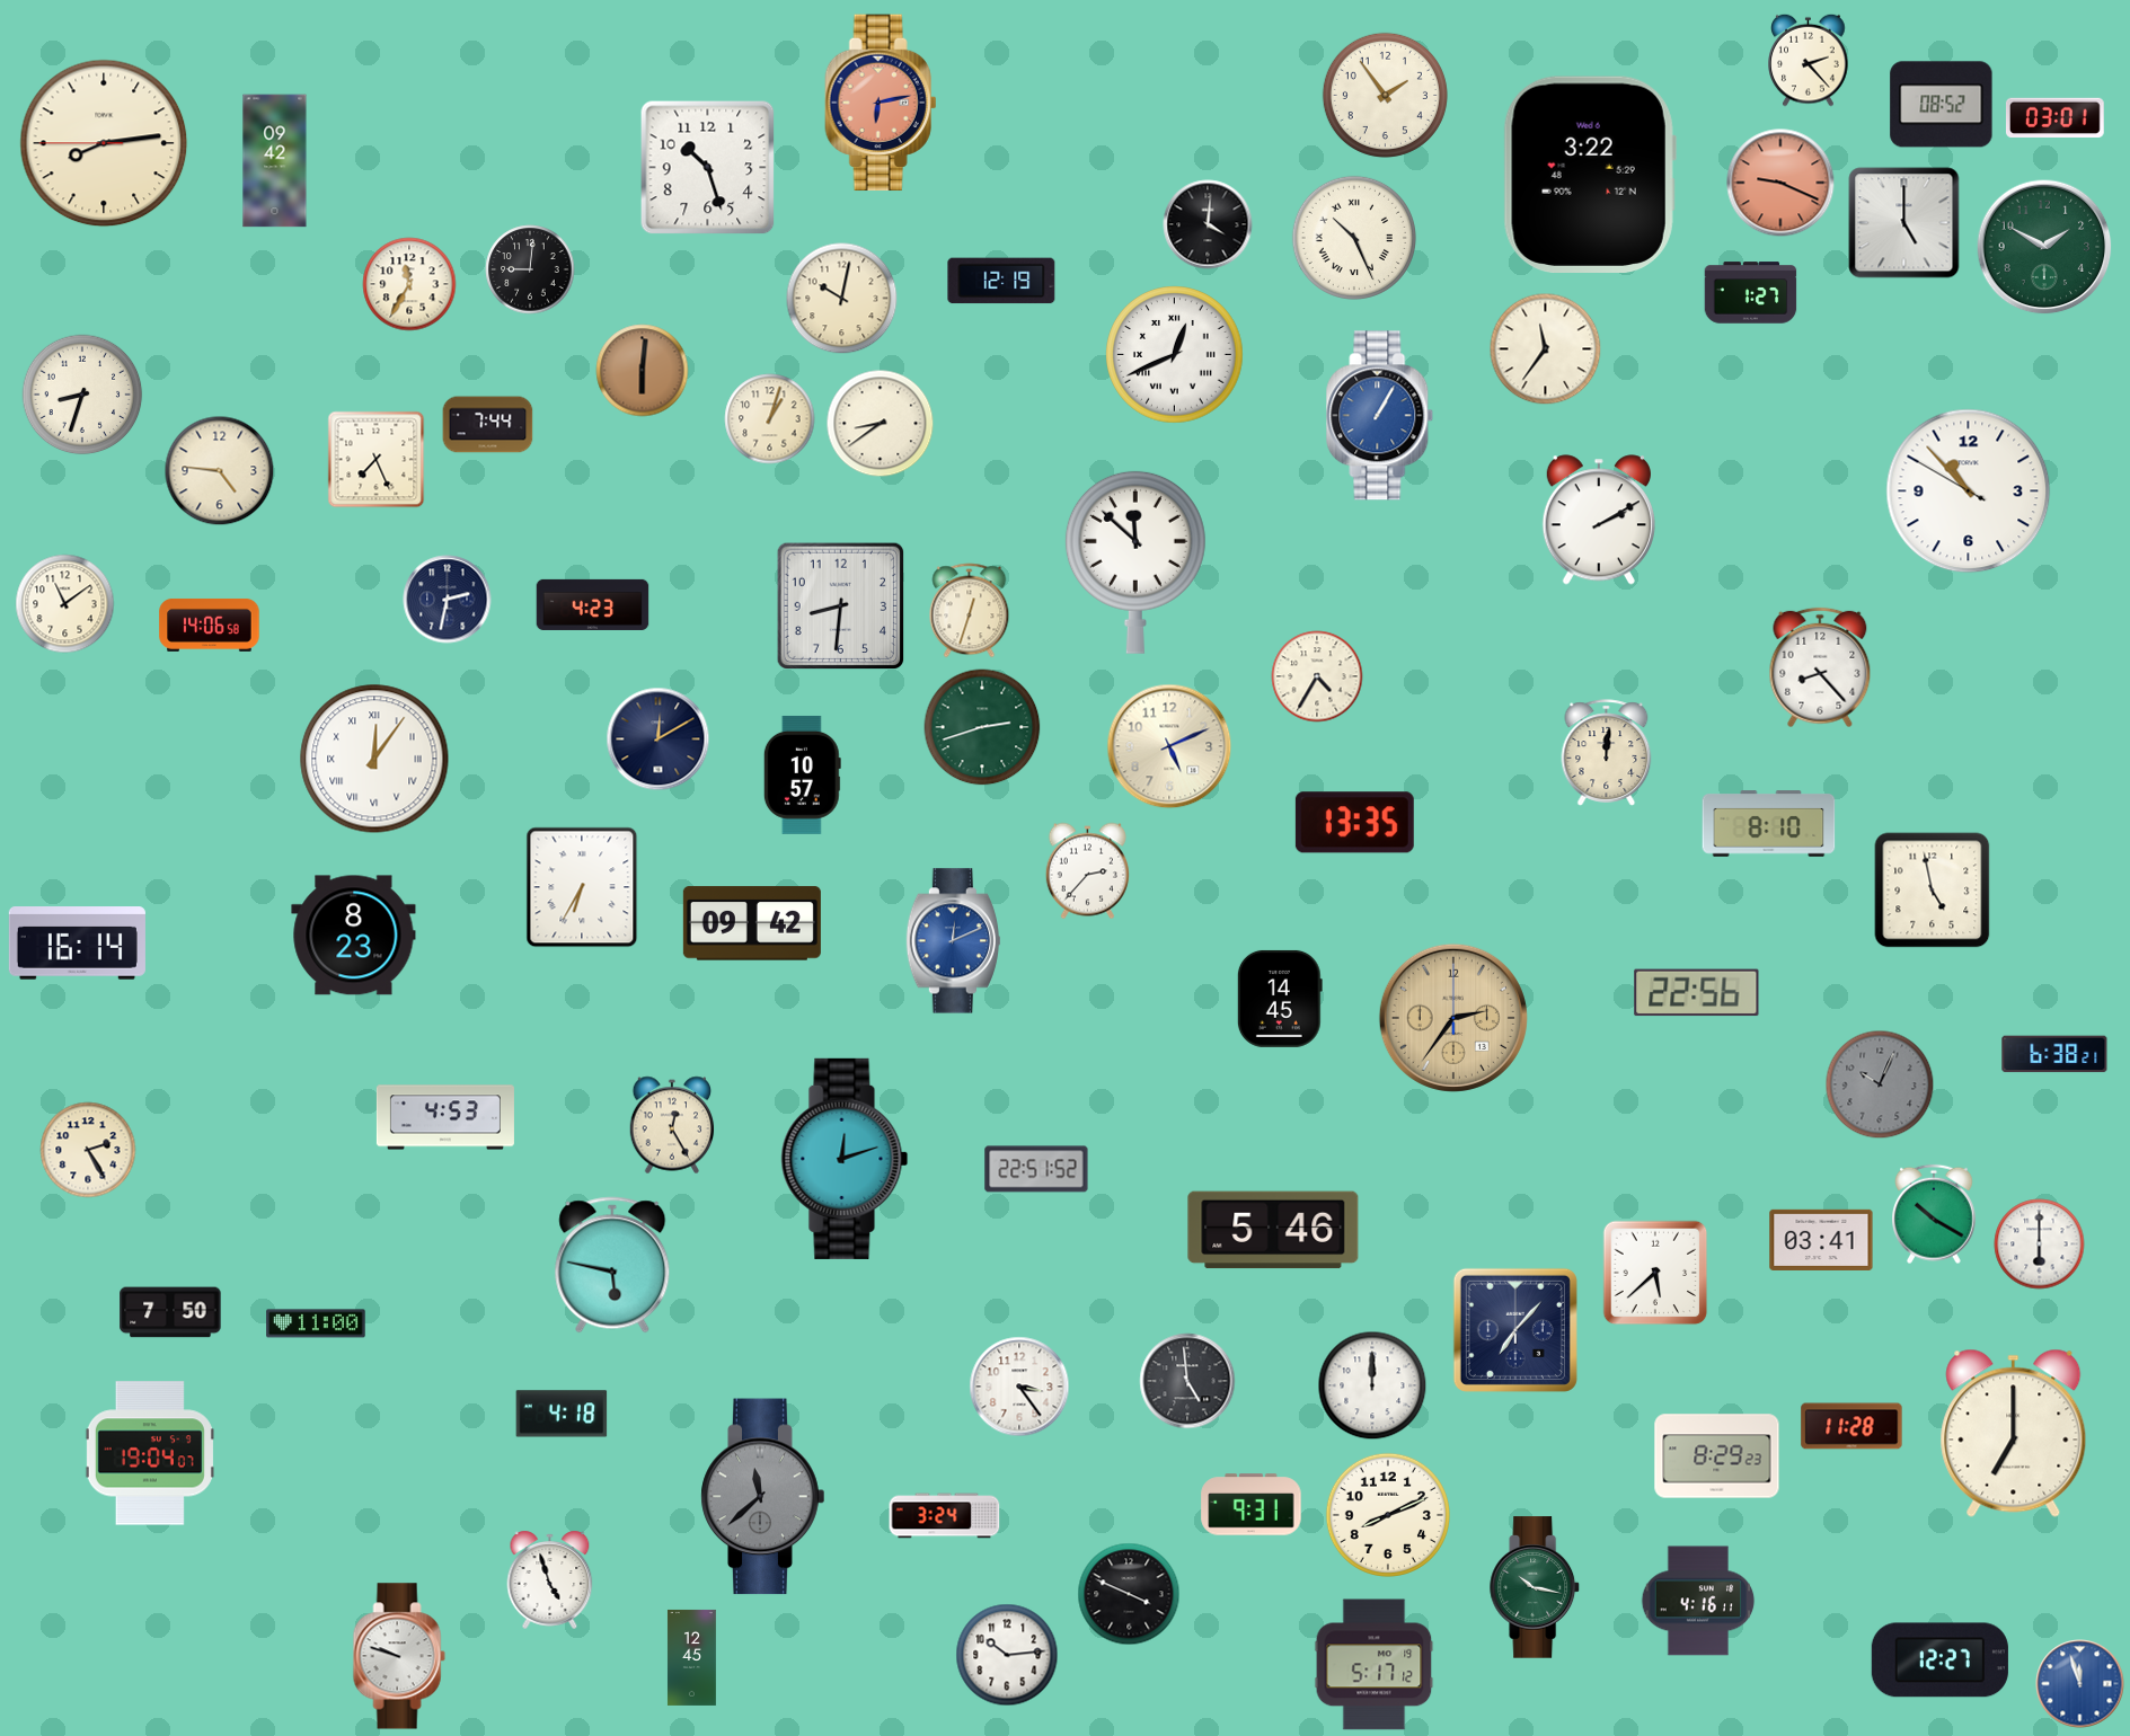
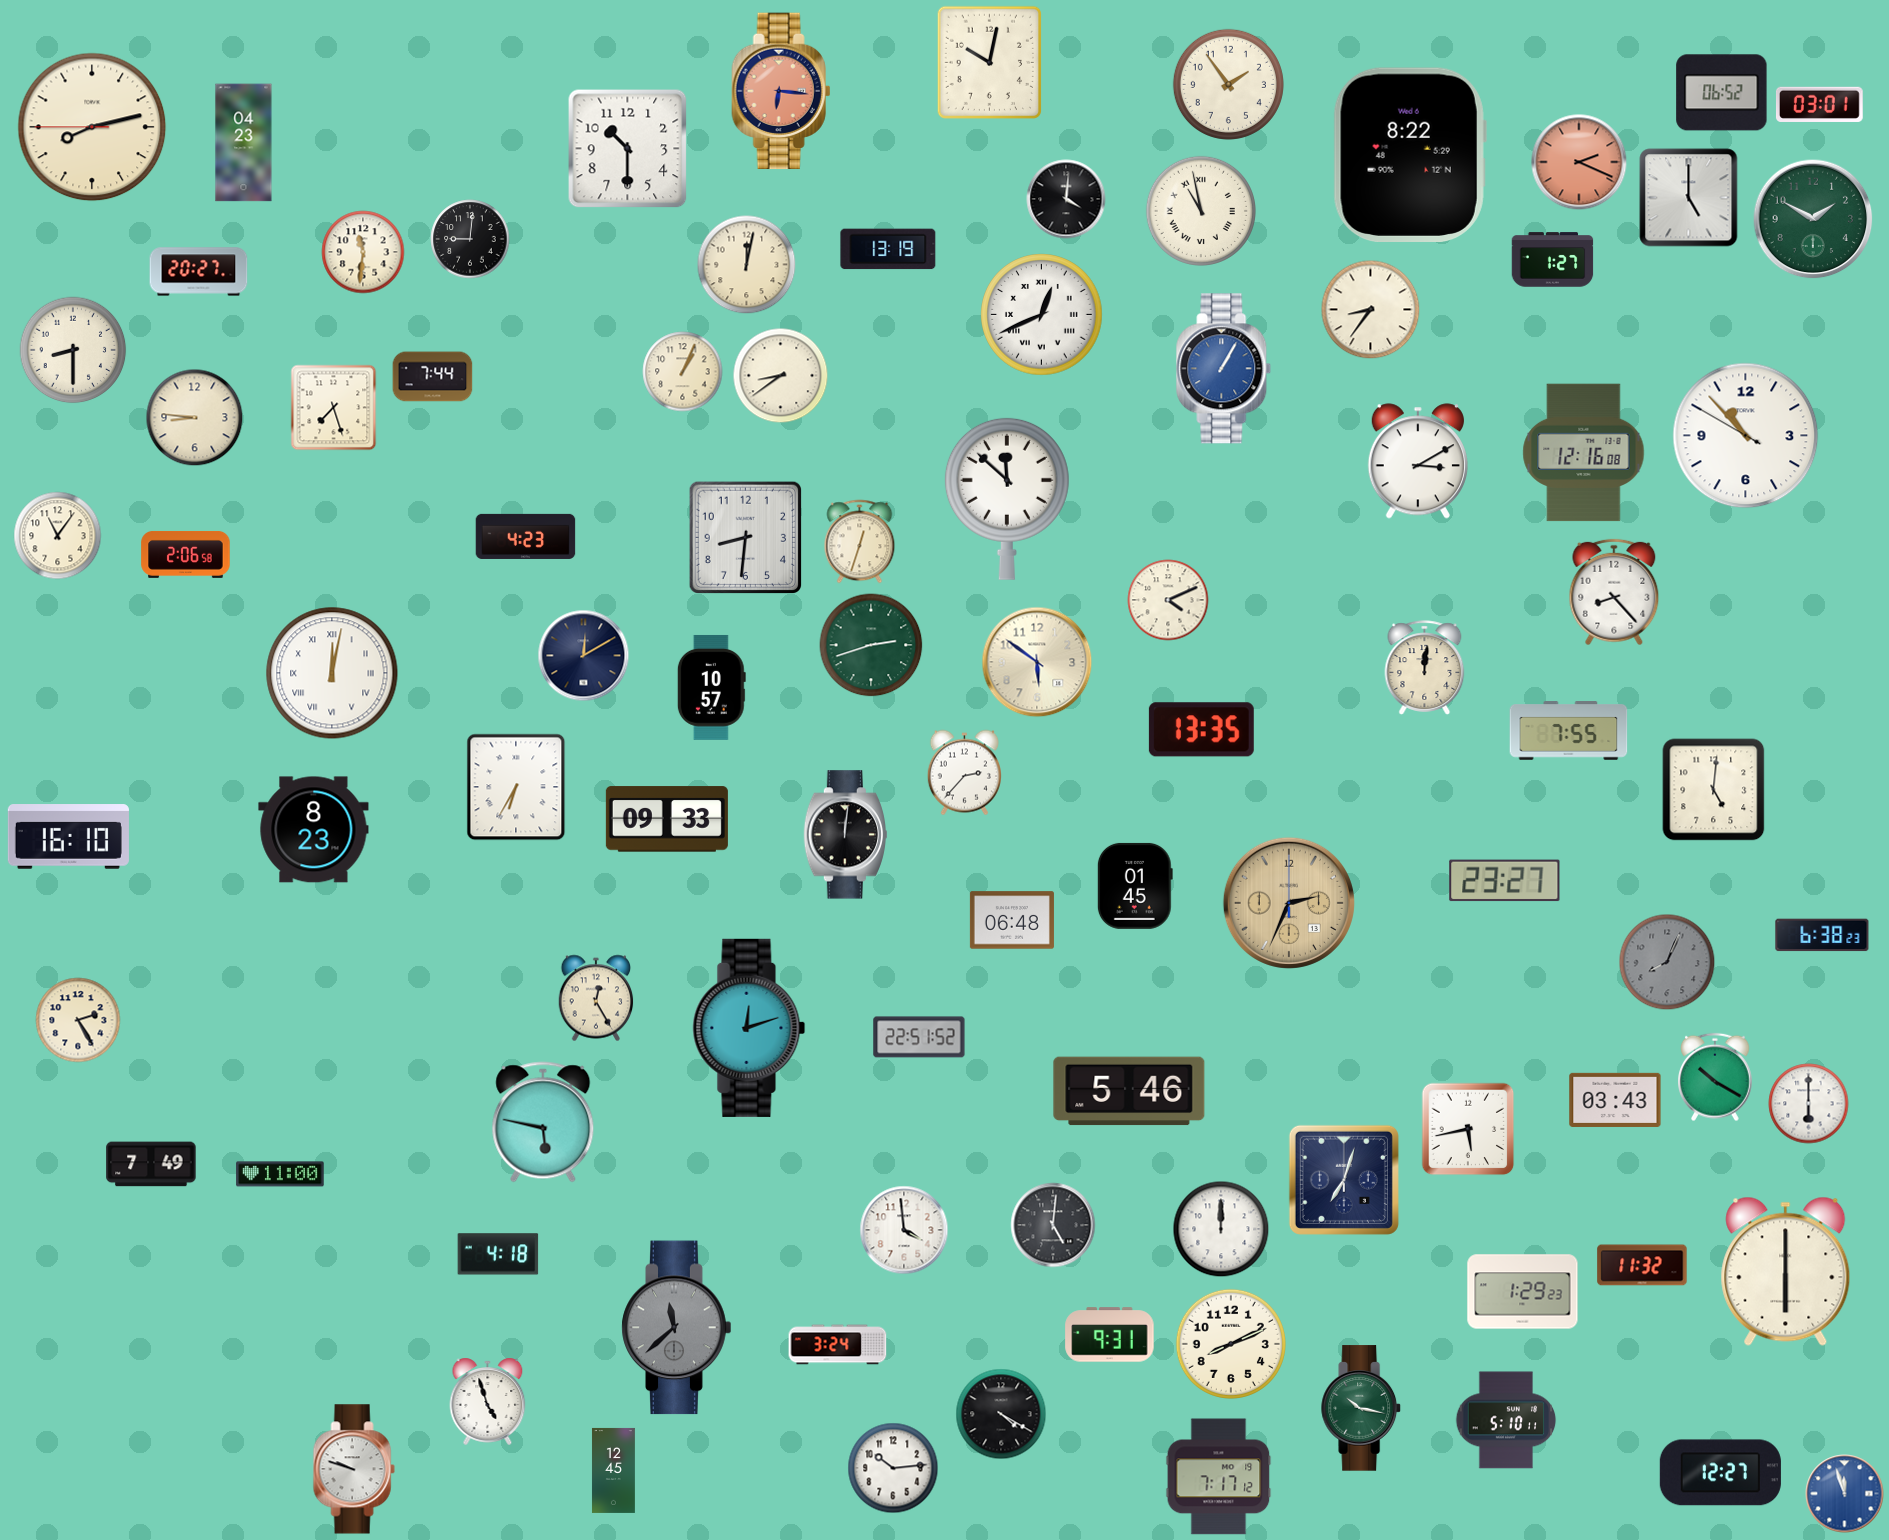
clock at (1809, 60): 2:23 -> none
clock at (989, 62): none -> 10:02
clock at (881, 103): 6:13 -> 6:16
clock at (1942, 105): 08:52 -> 06:52
clock at (2056, 117) position: (2056, 117) -> (1820, 104)
clock at (104, 143): 8:13 -> 8:12
clock at (275, 161): 09:42 -> 04:23
clock at (708, 168): 10:27 -> 10:30
clock at (1590, 174): 3:22 -> 8:22
clock at (1780, 183): 9:19 -> 2:19
clock at (1208, 224) position: (1208, 224) -> (1066, 199)
clock at (1354, 238): 10:26 -> 10:58
clock at (1001, 281): 12:19 -> 13:19
clock at (409, 284): 11:35 -> 11:31
clock at (842, 299): 10:02 -> 12:02
clock at (199, 272): none -> 20:27
clock at (1546, 349): 11:36 -> 8:36
clock at (643, 371): 6:01 -> none
clock at (82, 395): 8:33 -> 8:30
clock at (770, 419): 1:03 -> 1:04
clock at (377, 460): 7:26 -> 7:27
clock at (220, 471): 4:46 -> 8:46
clock at (1584, 453): none -> 12:16
clock at (1599, 520): 2:10 -> 3:10
clock at (448, 600): 2:32 -> none
clock at (65, 604): 11:09 -> 11:06
clock at (210, 625): 14:06 -> 2:06
clock at (1317, 676): 4:35 -> 4:11
clock at (1169, 746): 5:11 -> 5:51
clock at (374, 759): 12:06 -> 12:02
clock at (1769, 824): 8:10 -> 7:55
clock at (1933, 891): 4:58 -> 5:01
clock at (752, 923): 09:42 -> 09:33
clock at (953, 941): 12:11 -> 12:01
clock at (953, 941) dial: blue -> black
clock at (77, 944): 16:14 -> 16:10
clock at (1697, 993): 22:56 -> 23:27
clock at (1280, 999): 14:45 -> 01:45
clock at (1453, 1018): 2:36 -> 2:34
clock at (1012, 920): none -> 06:48
clock at (2054, 1054): 6:38:21 -> 6:38:23
clock at (1880, 1084): 10:04 -> 8:04
clock at (445, 1117): 4:53 -> none
clock at (1821, 1240): 03:41 -> 03:43
clock at (1655, 1273): 5:38 -> 5:43
clock at (170, 1312): 7:50 -> 7:49
clock at (1515, 1330): 7:07 -> 7:03
clock at (1187, 1381): 4:59 -> 5:01
clock at (1372, 1385) position: (1372, 1385) -> (1221, 1229)
clock at (1019, 1387): 3:24 -> 3:59
clock at (1851, 1426): 11:28 -> 11:32
clock at (2014, 1433): 7:00 -> 6:00
clock at (150, 1453): 19:04 -> none
clock at (1717, 1456): 8:29 -> 1:29
clock at (1129, 1594): 3:49 -> 4:20
clock at (1698, 1601): 4:16 -> 5:10
clock at (1375, 1665): 5:17 -> 7:17
